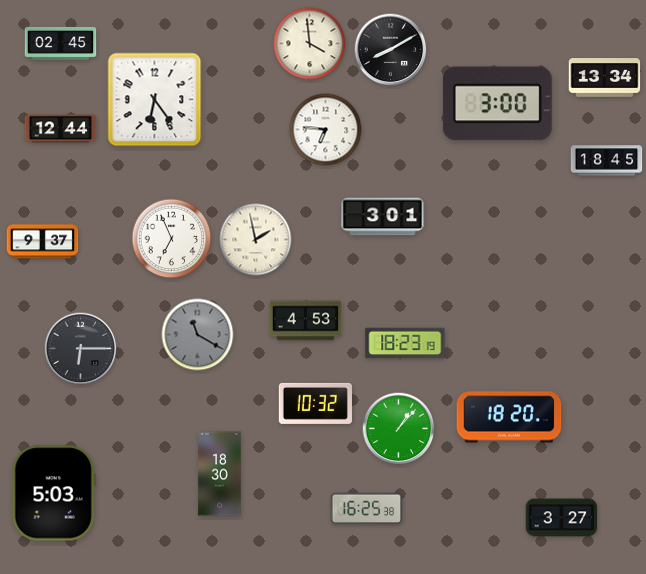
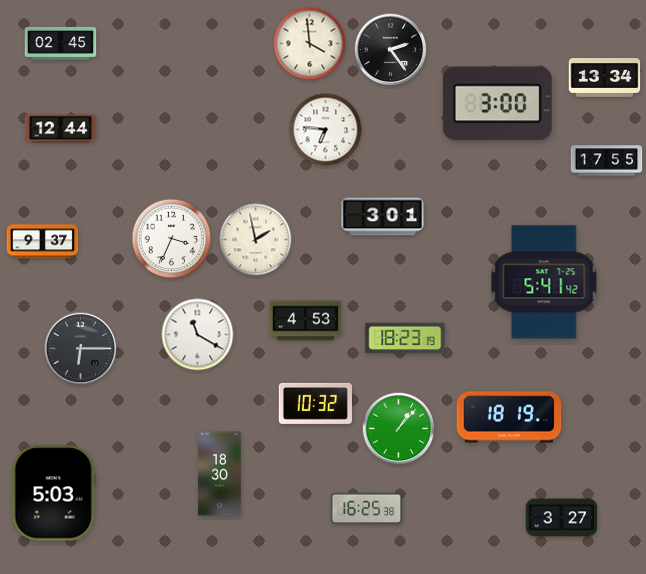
clock at (391, 50): 8:10 -> 2:24
clock at (155, 100): 6:24 -> none
clock at (607, 161): 18:45 -> 17:55
clock at (172, 239): 6:56 -> 3:34
clock at (544, 282): none -> 5:41
clock at (198, 335) dial: grey -> white
clock at (405, 343) position: (405, 343) -> (405, 338)
clock at (509, 417): 18:20 -> 18:19
